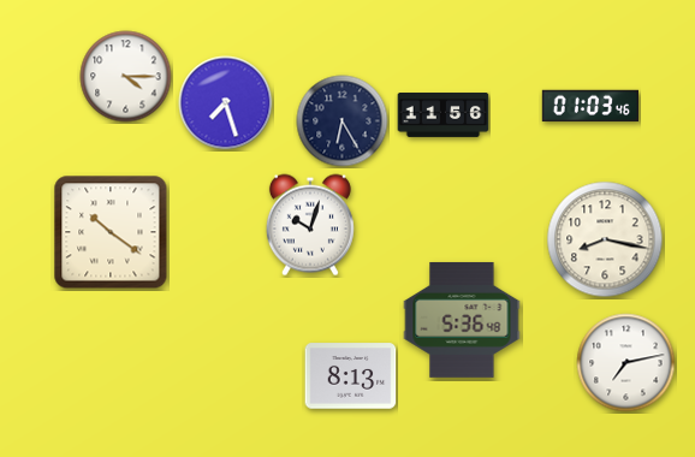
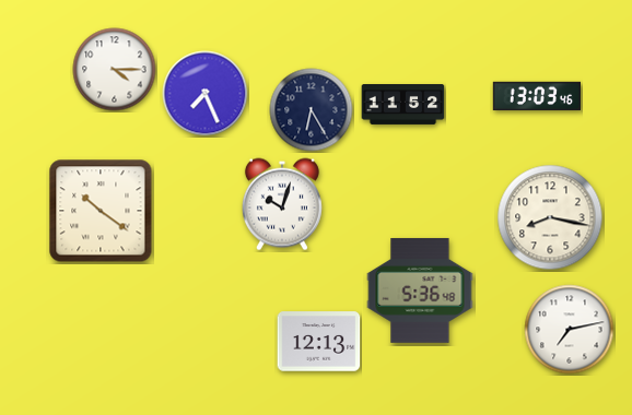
clock at (226, 103): 7:27 -> 7:26
clock at (590, 106): 01:03 -> 13:03
clock at (444, 115): 11:56 -> 11:52
clock at (351, 376): 8:13 -> 12:13
